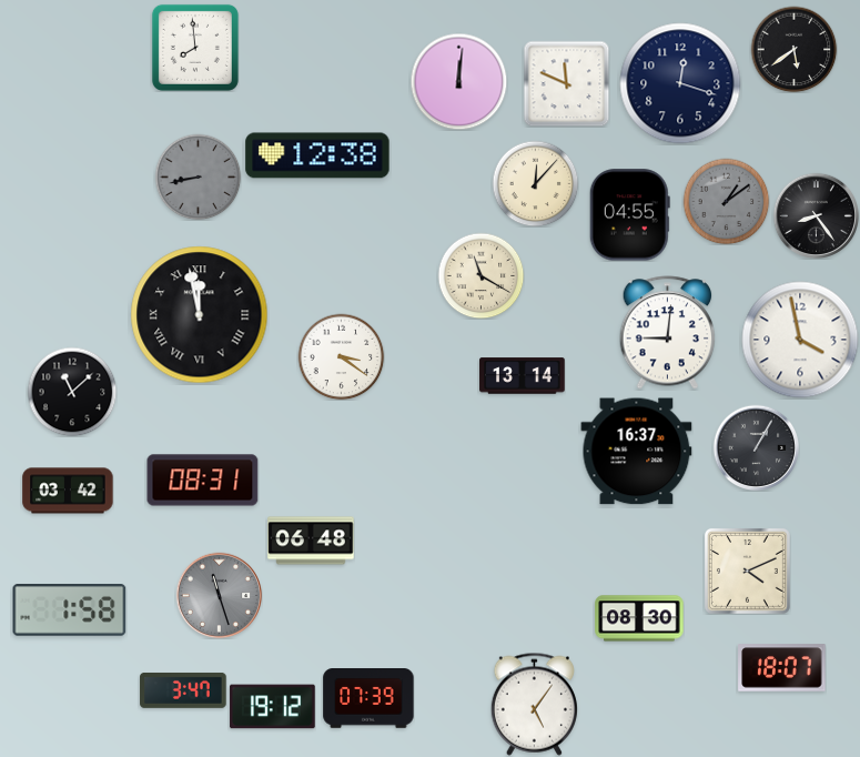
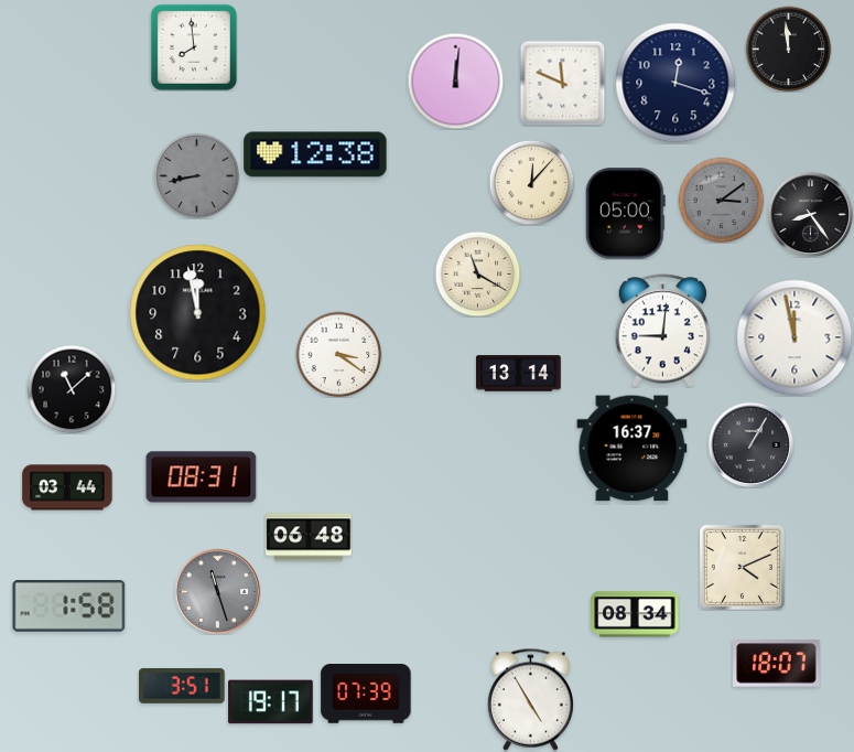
clock at (793, 49): 5:39 -> 11:59
clock at (726, 201): 1:09 -> 3:09
clock at (629, 215): 04:55 -> 05:00
clock at (200, 315) numerals: Roman -> Arabic
clock at (800, 340): 3:58 -> 11:58
clock at (68, 491): 03:42 -> 03:44
clock at (639, 618): 08:30 -> 08:34
clock at (183, 690): 3:47 -> 3:51
clock at (534, 704): 5:06 -> 4:55
clock at (273, 707): 19:12 -> 19:17
